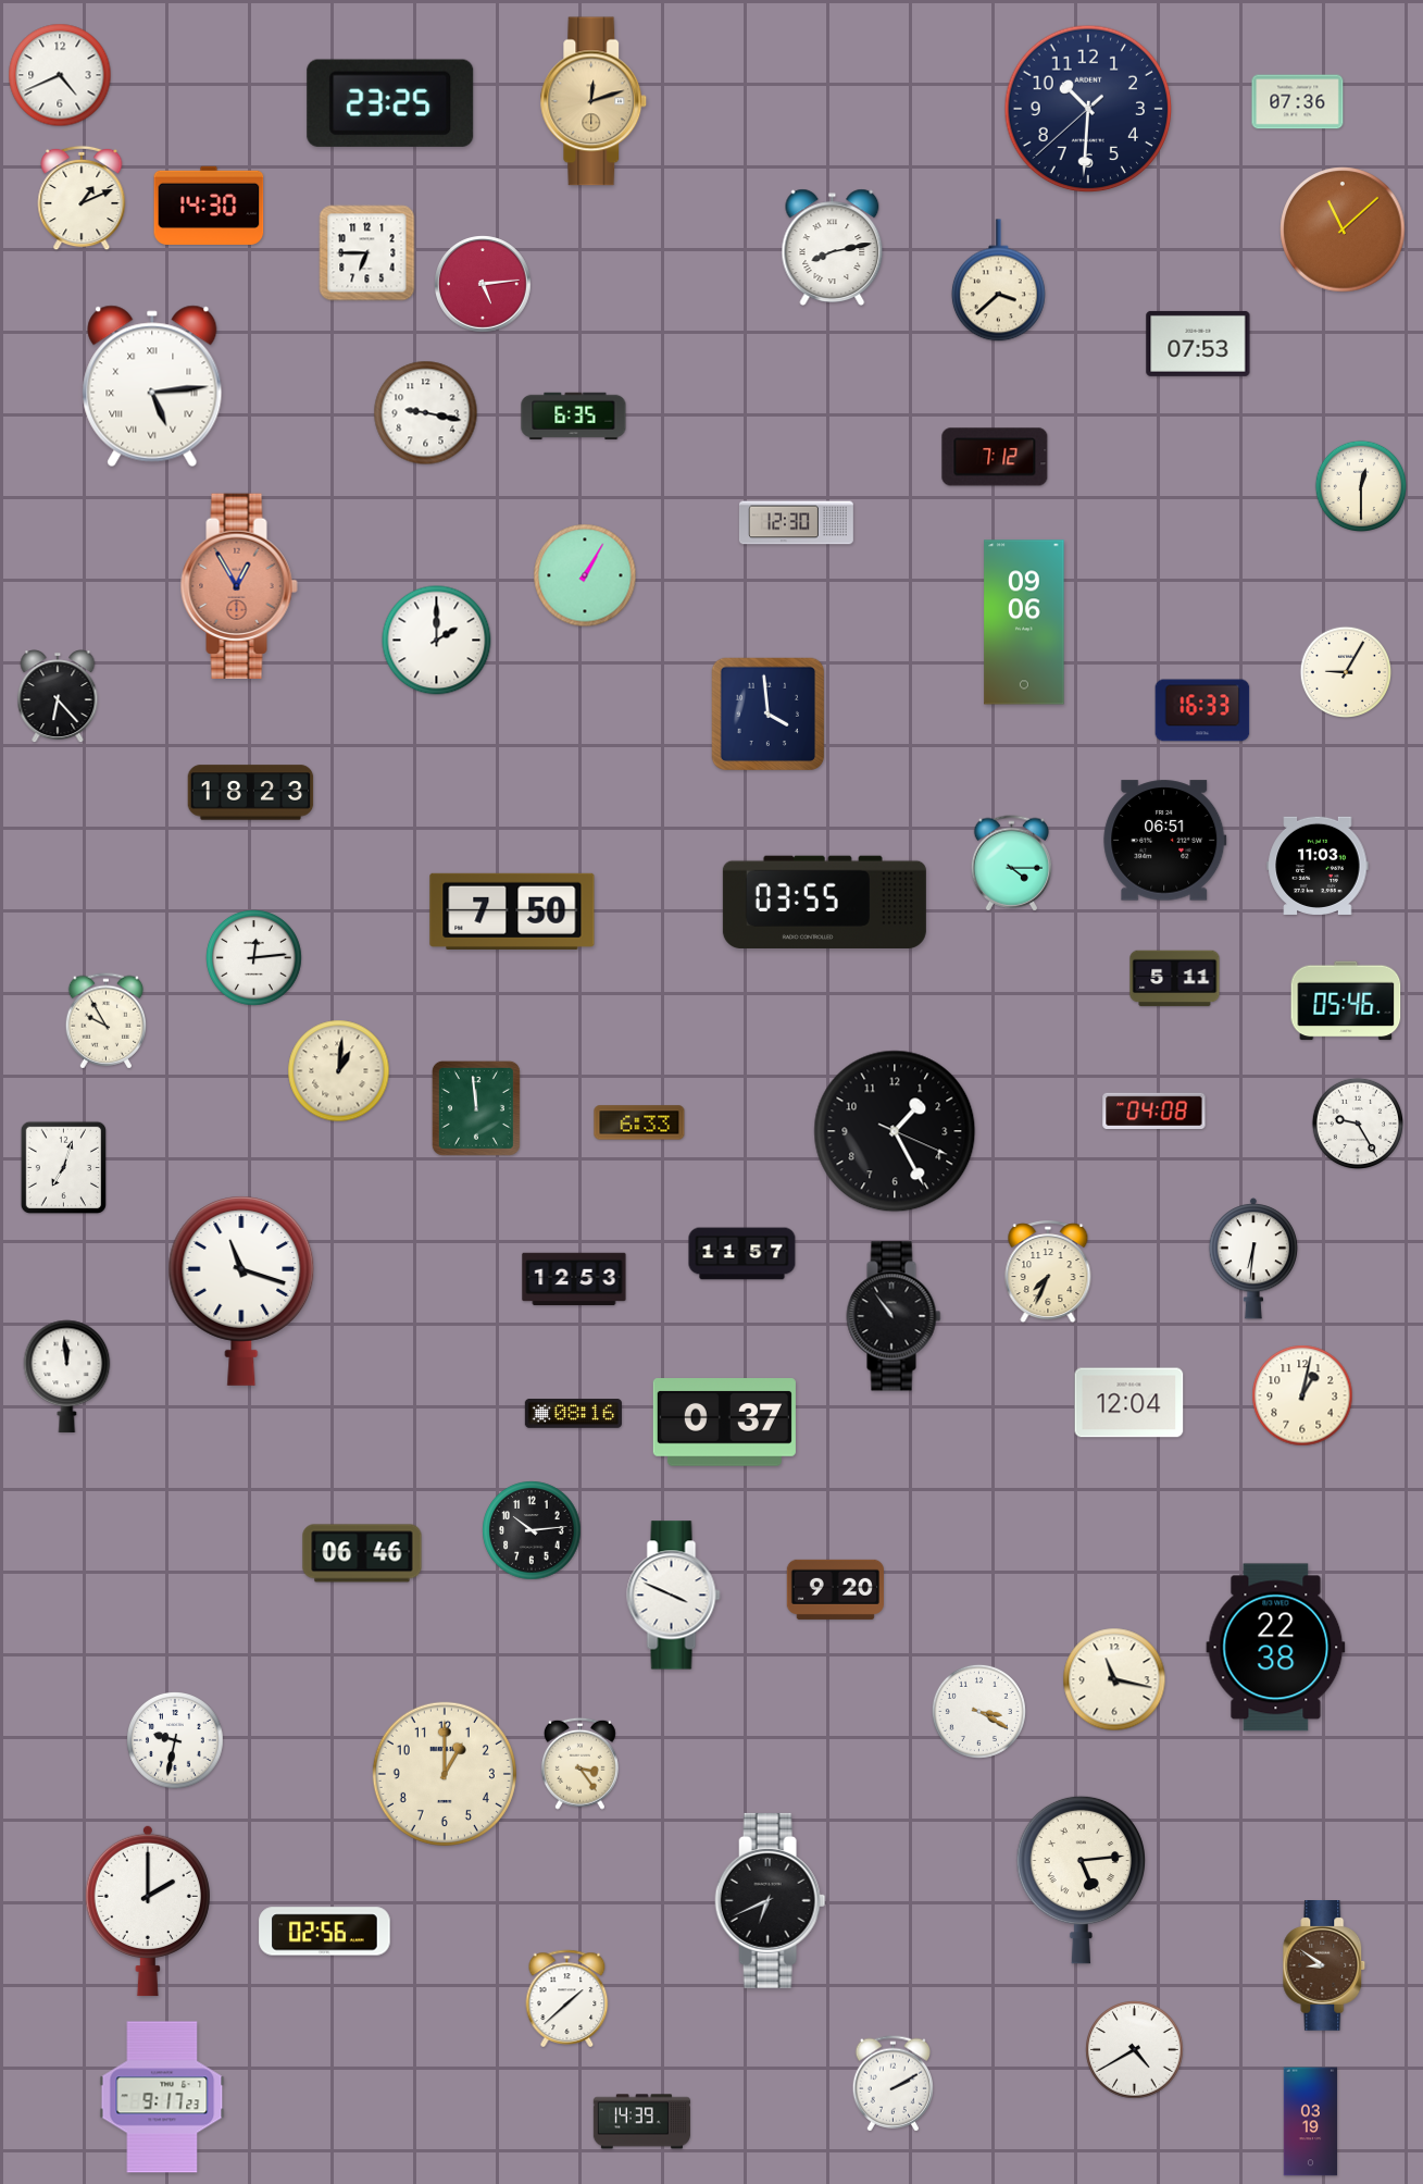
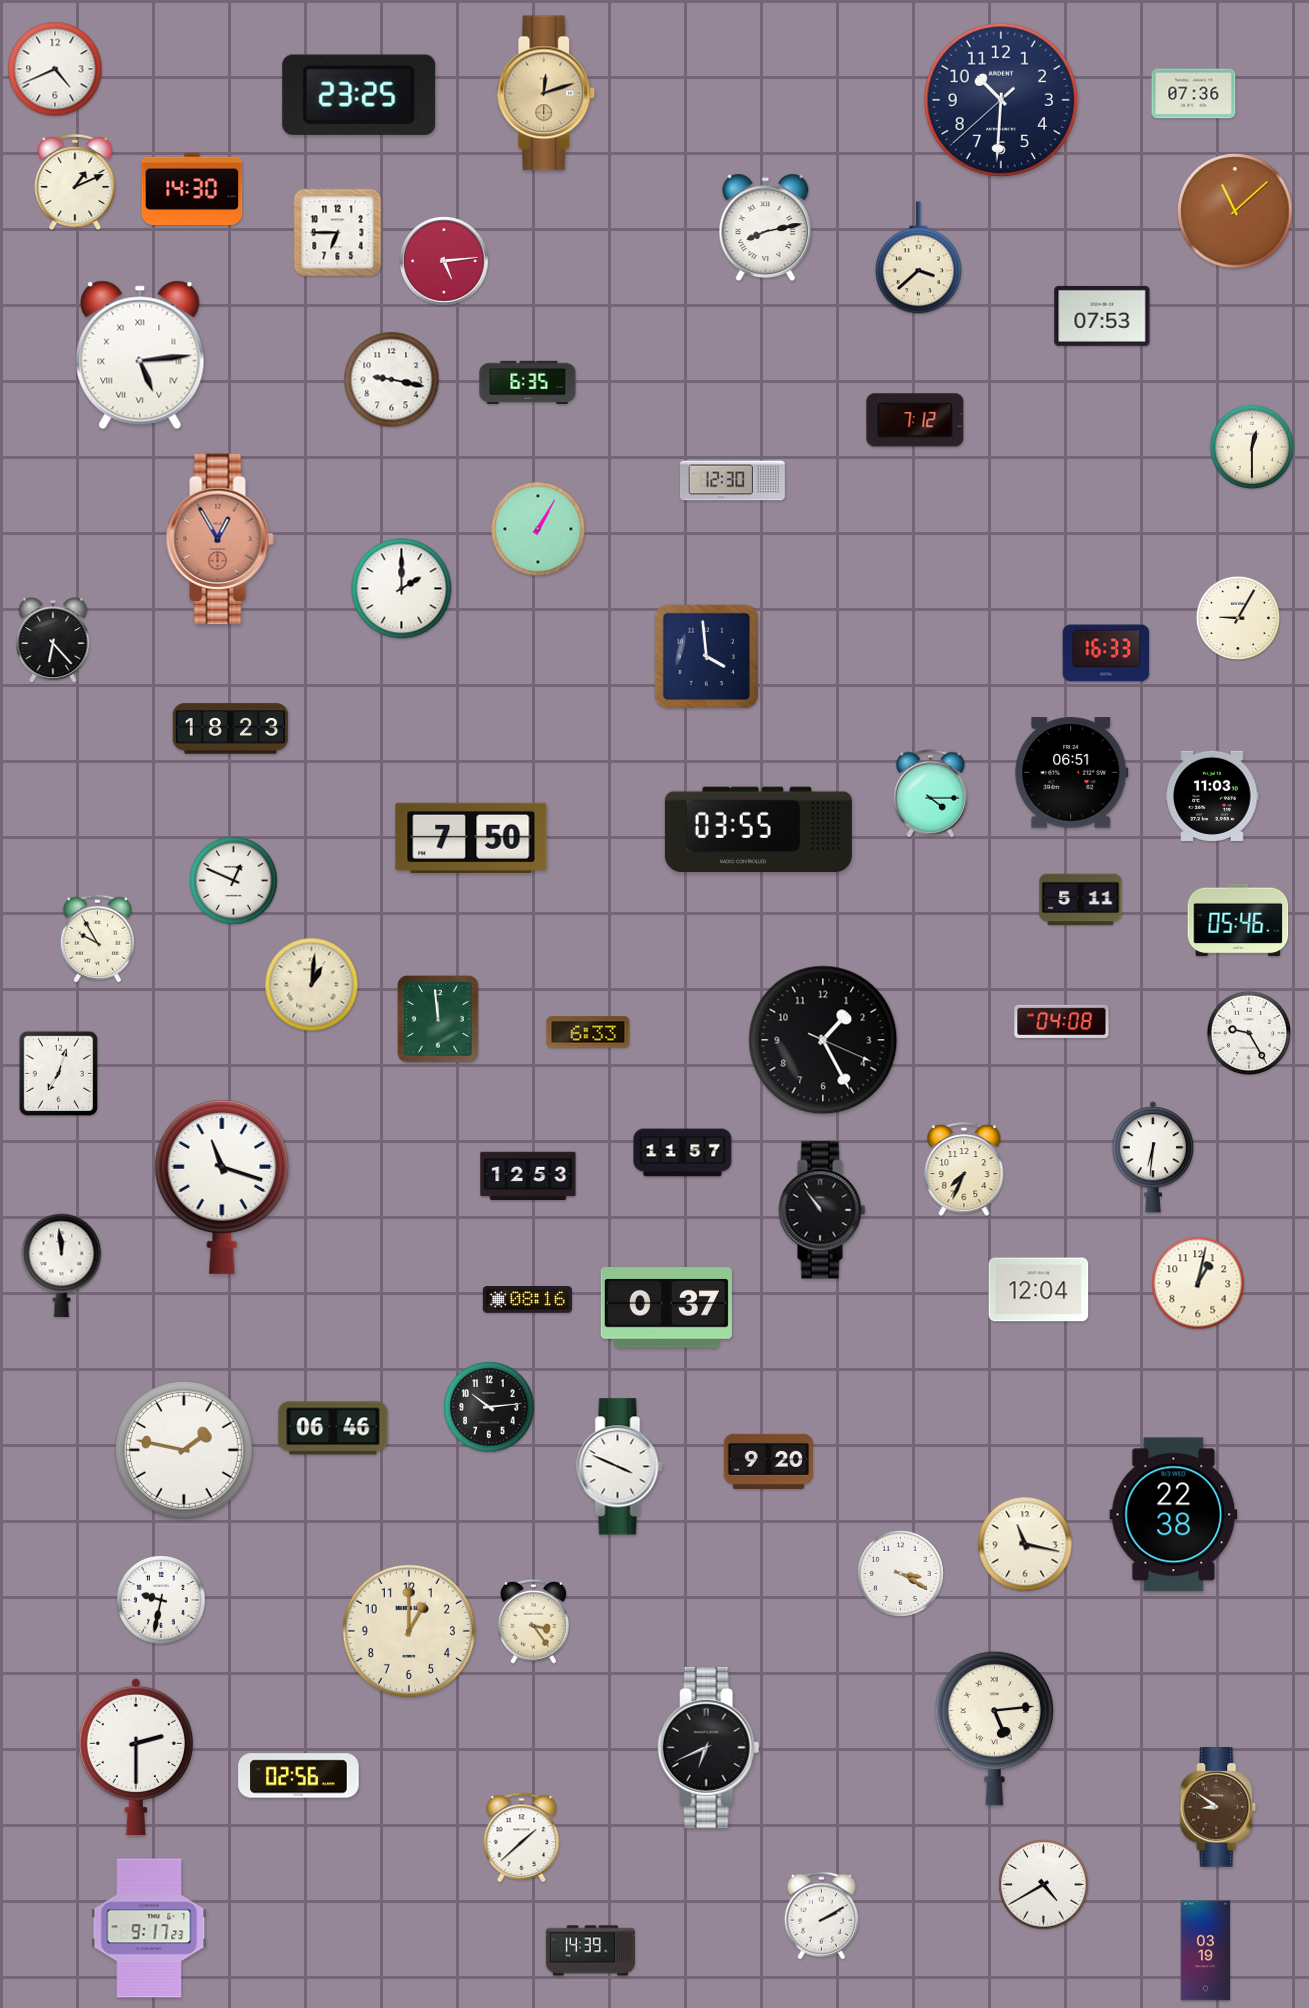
clock at (1024, 622): 09:06 -> none
clock at (254, 958): 12:14 -> 12:49
clock at (184, 1450): none -> 1:47
clock at (148, 1911): 2:00 -> 2:30
